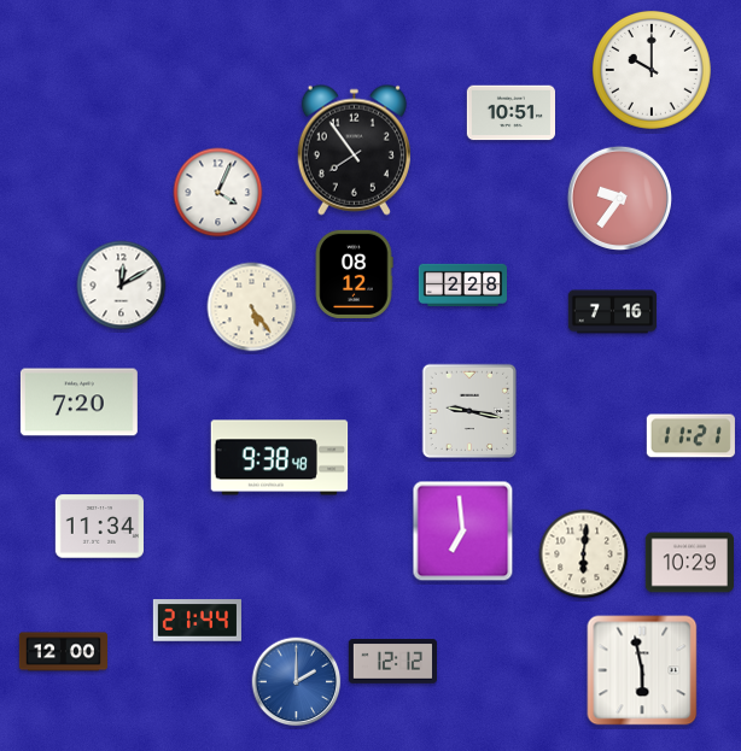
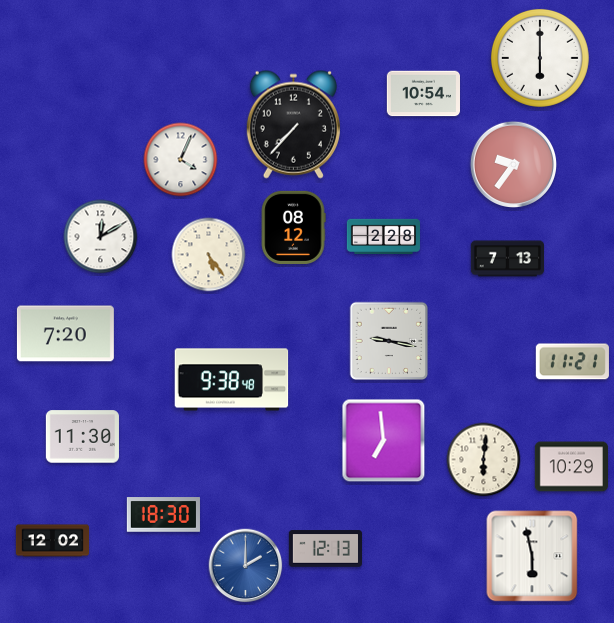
clock at (652, 70): 10:00 -> 6:00
clock at (510, 113): 10:51 -> 10:54
clock at (354, 149): 7:54 -> 7:37
clock at (612, 312): 7:16 -> 7:13
clock at (99, 527): 11:34 -> 11:30
clock at (197, 621): 21:44 -> 18:30
clock at (63, 652): 12:00 -> 12:02
clock at (392, 662): 12:12 -> 12:13
